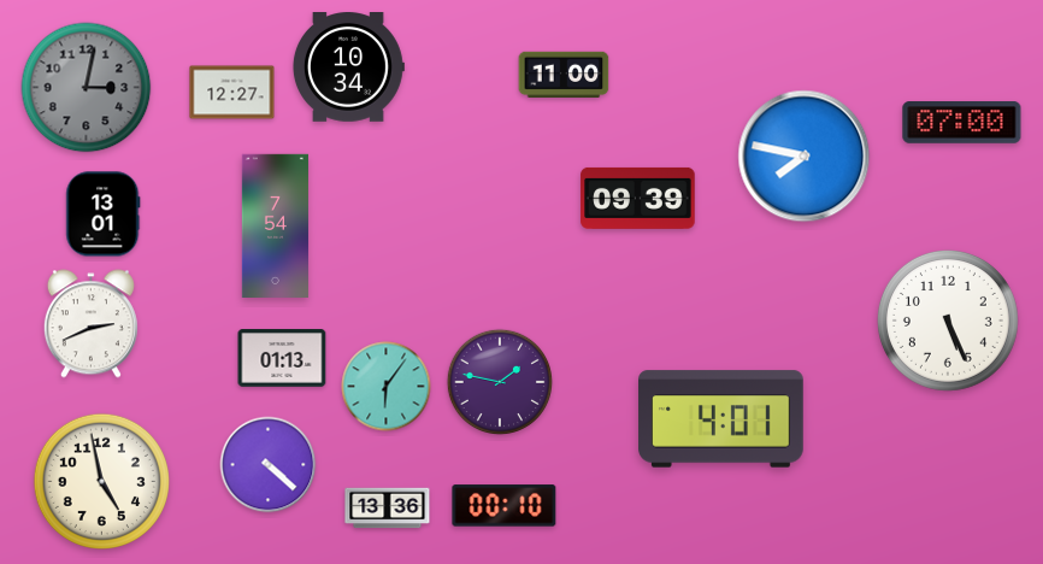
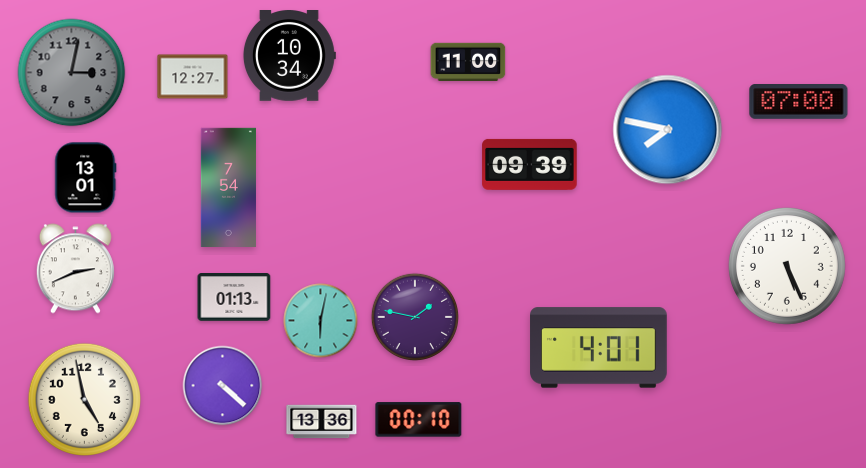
clock at (387, 387): 6:06 -> 6:02
